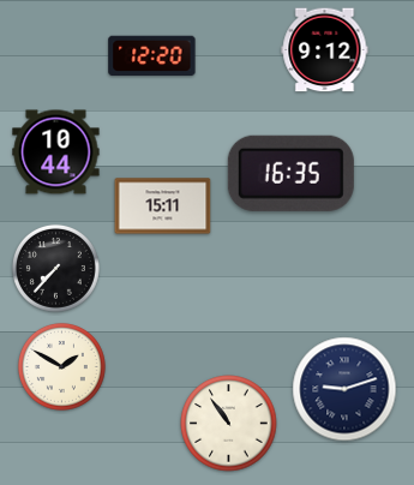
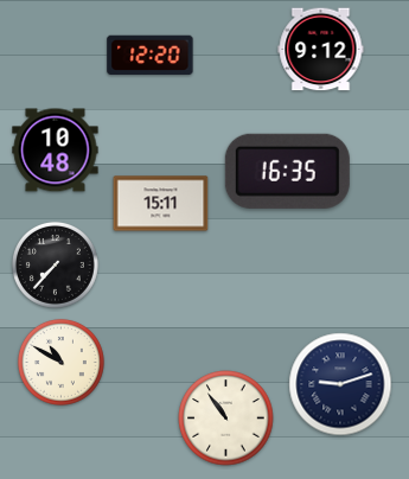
clock at (56, 152): 10:44 -> 10:48
clock at (61, 366): 1:50 -> 10:50
